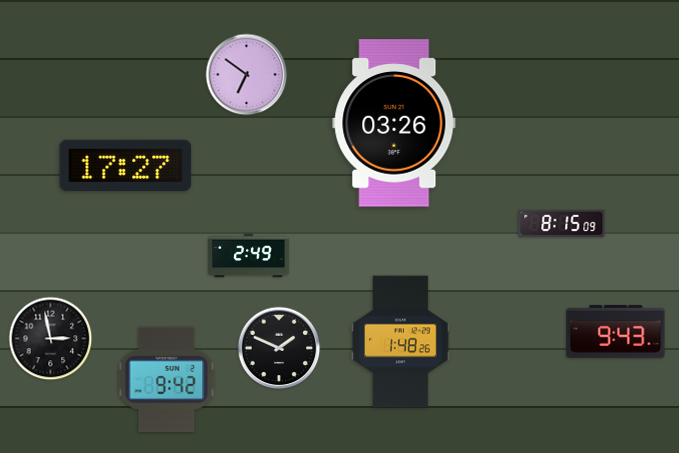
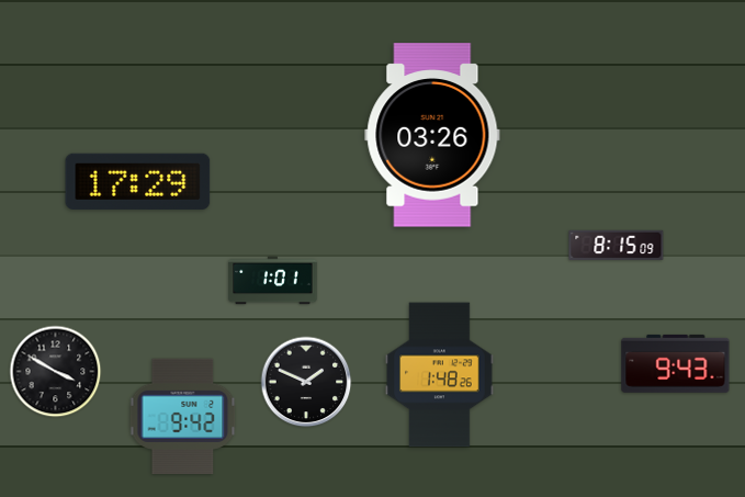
clock at (247, 75): 6:51 -> none
clock at (126, 165): 17:27 -> 17:29
clock at (249, 256): 2:49 -> 1:01
clock at (51, 339): 2:58 -> 3:50
